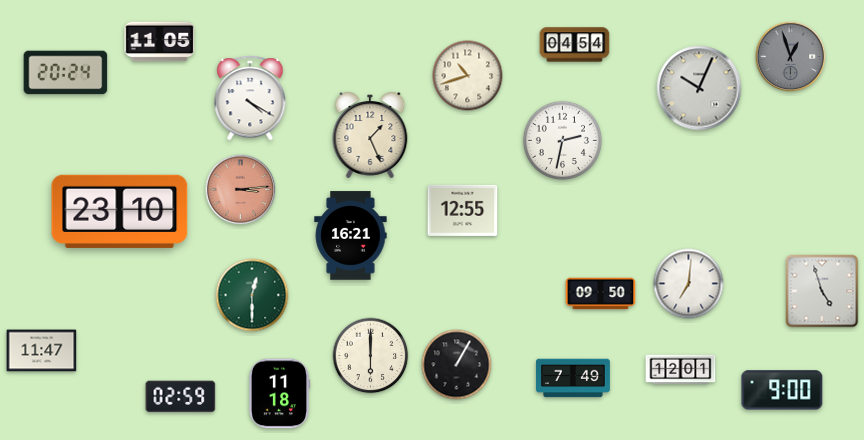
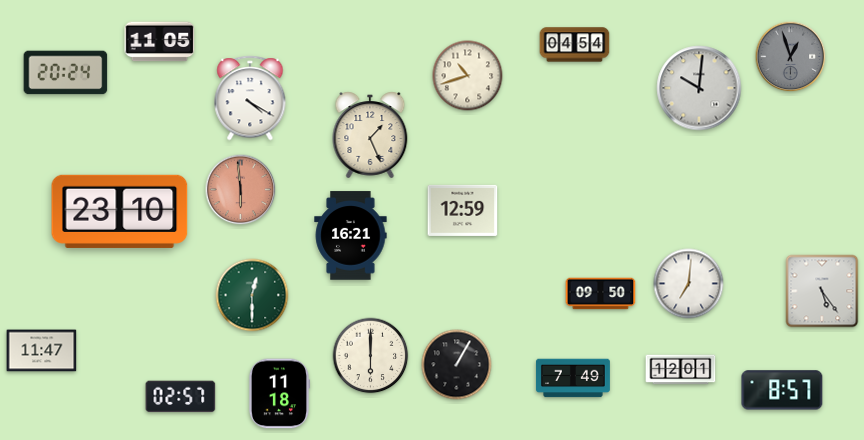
clock at (699, 88): 10:04 -> 10:01
clock at (562, 140): 2:32 -> none
clock at (241, 190): 3:14 -> 5:59
clock at (463, 210): 12:55 -> 12:59
clock at (822, 291): 4:57 -> 5:24
clock at (782, 390): 9:00 -> 8:57
clock at (181, 397): 02:59 -> 02:57
